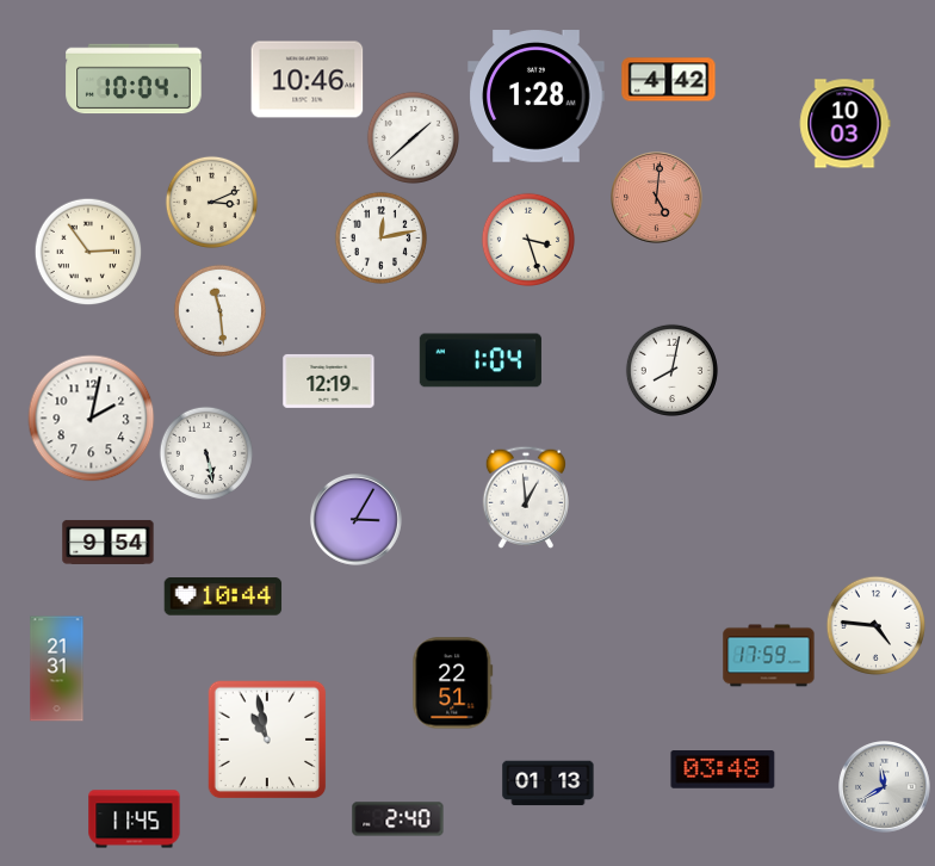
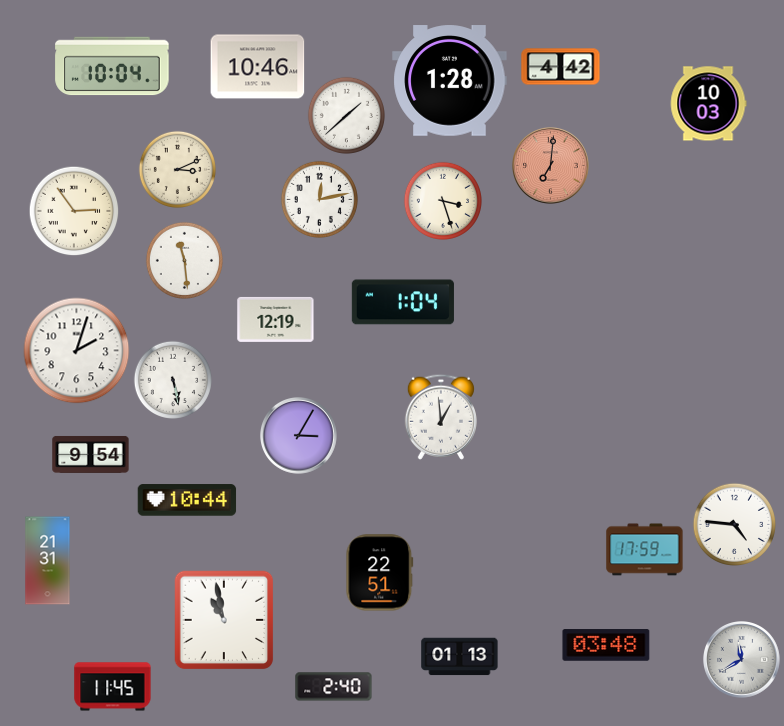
clock at (657, 198): 5:01 -> 7:01
clock at (671, 370): 8:02 -> none
clock at (92, 419): 2:02 -> 2:03
